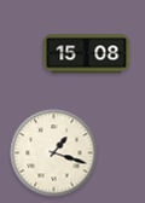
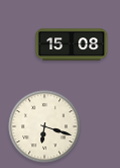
clock at (54, 153): 1:18 -> 6:18
